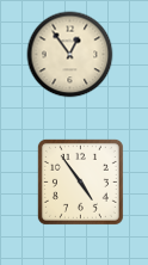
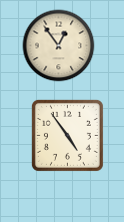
clock at (80, 181) position: (80, 181) -> (67, 135)
